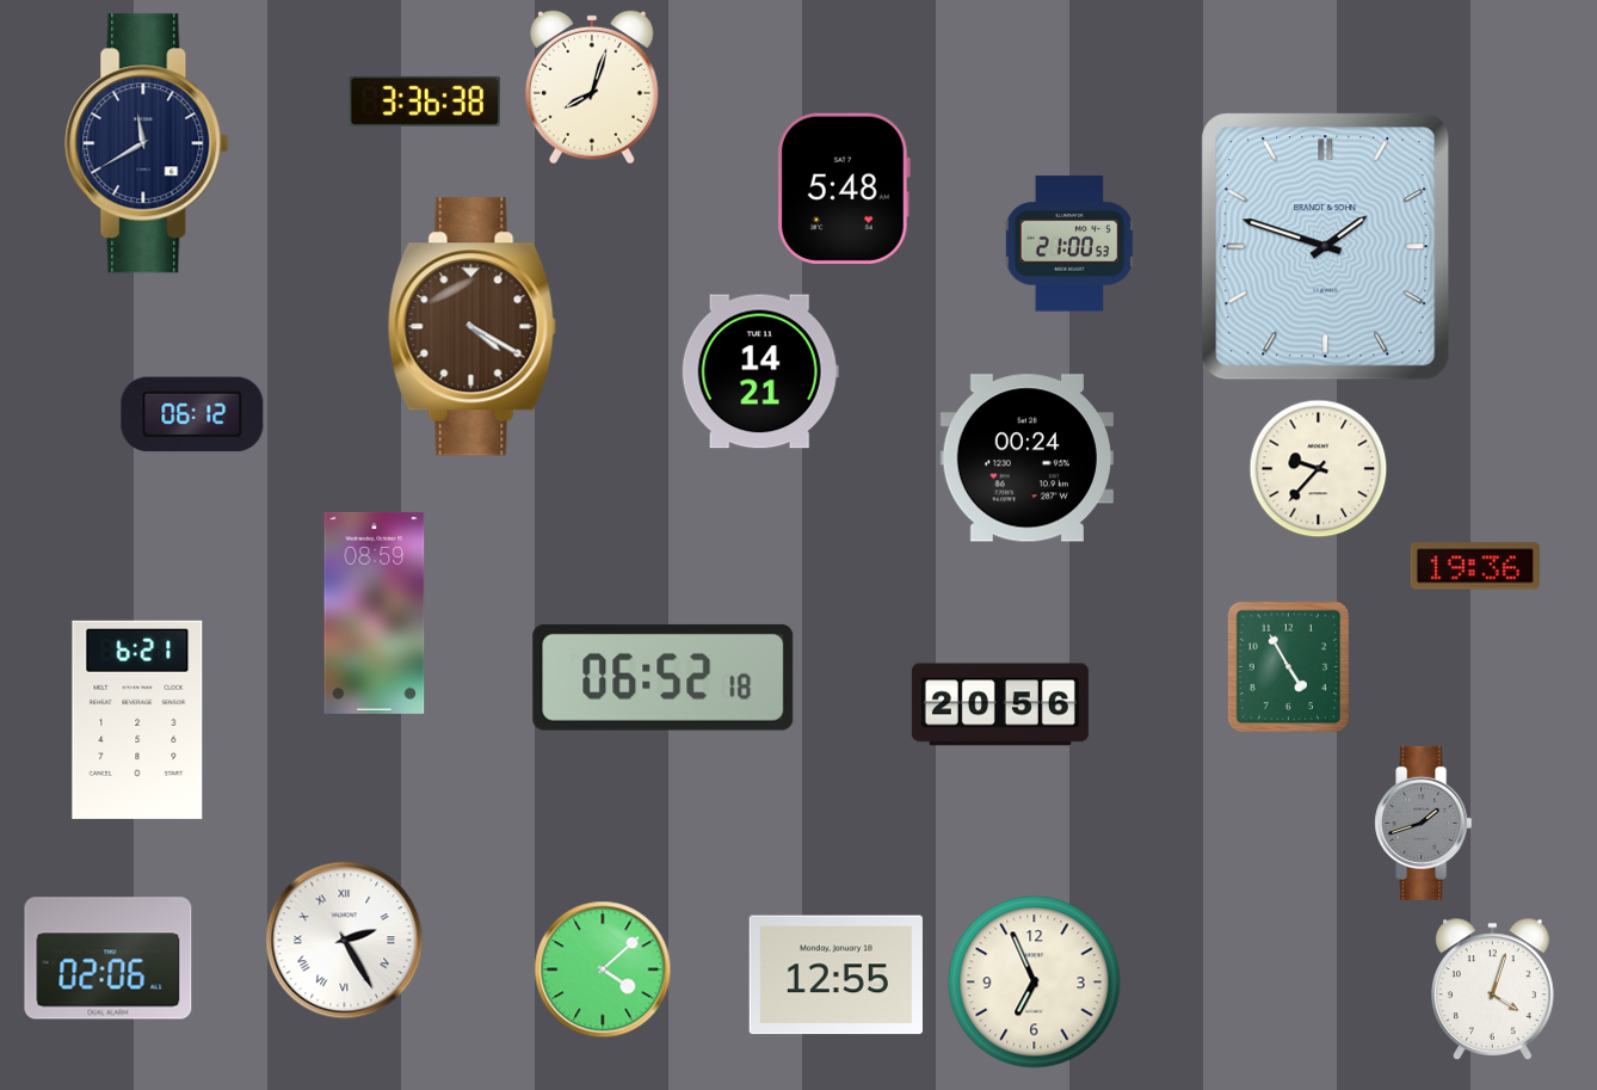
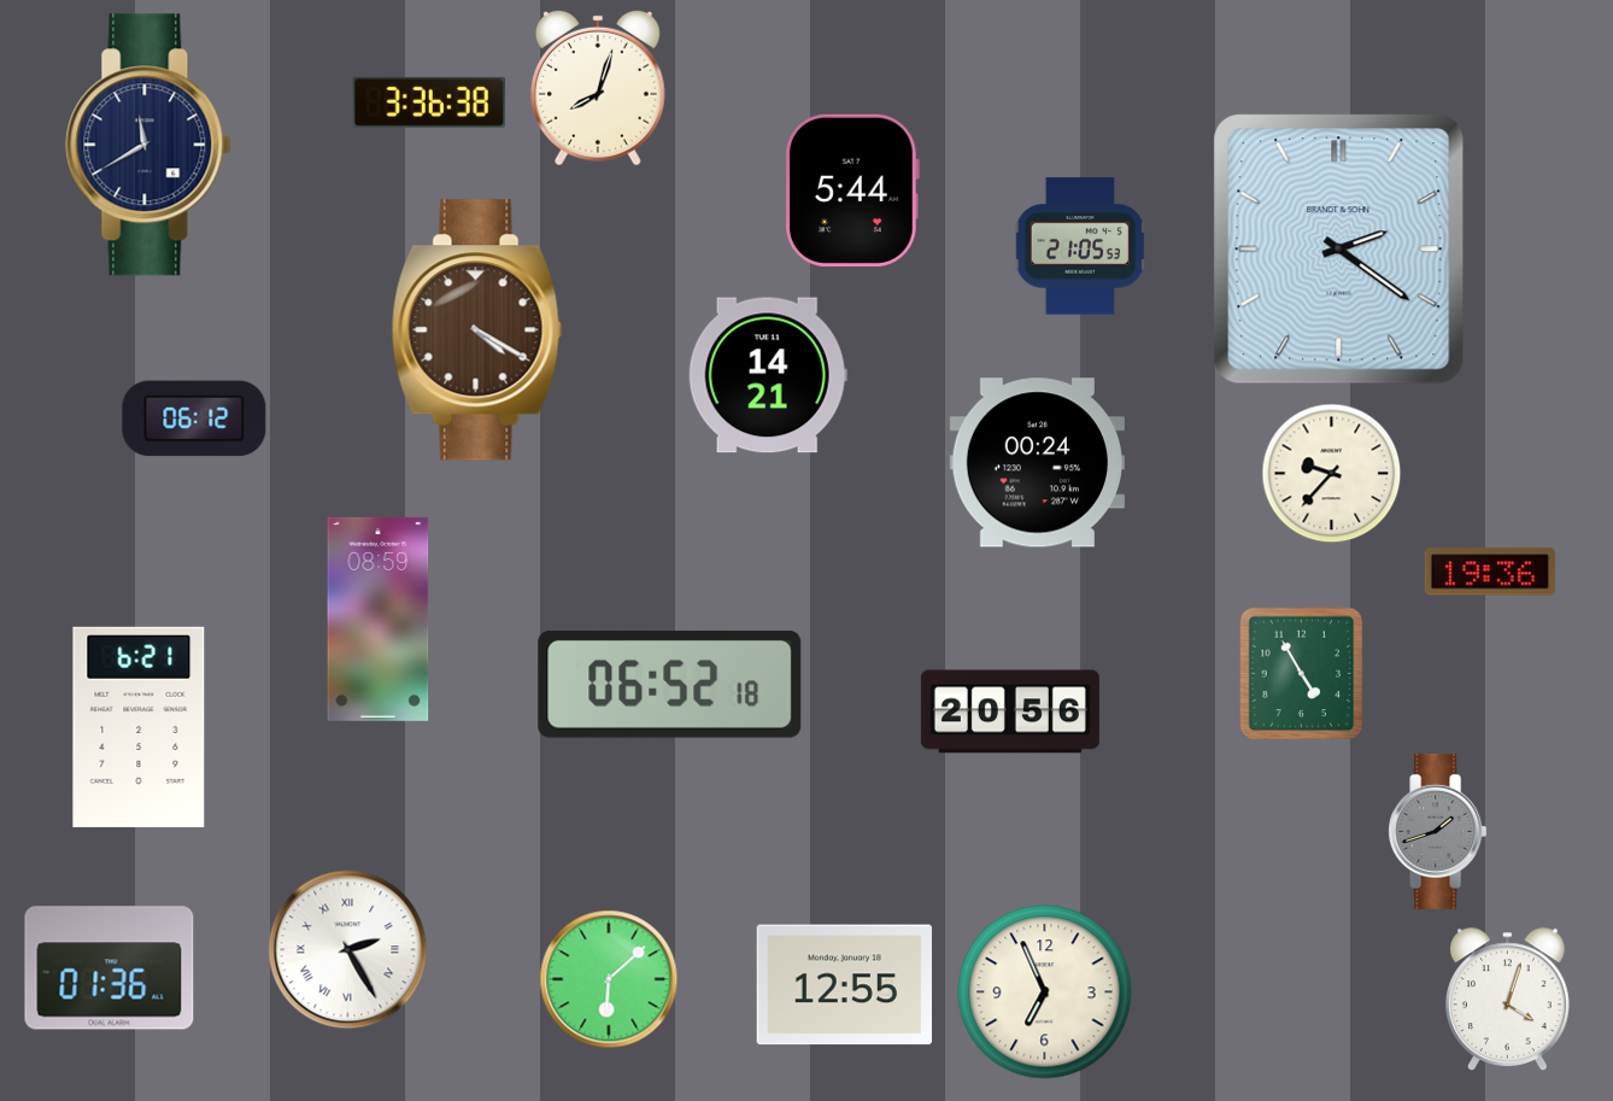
clock at (844, 189): 5:48 -> 5:44
clock at (1069, 244): 21:00 -> 21:05
clock at (1326, 247): 1:48 -> 2:21
clock at (109, 959): 02:06 -> 01:36
clock at (603, 969): 4:08 -> 6:08
